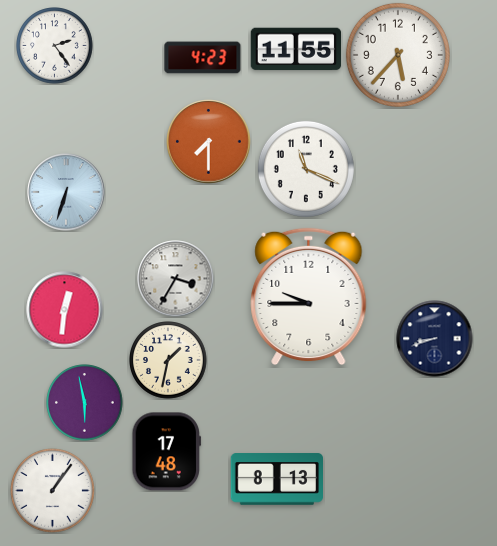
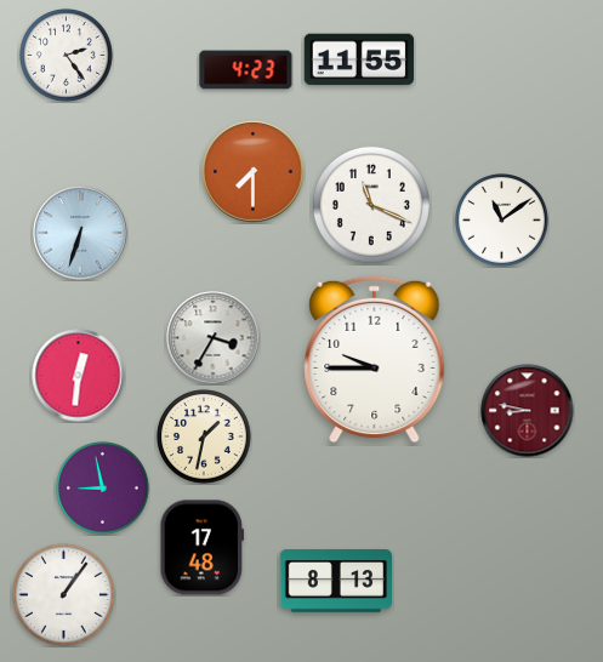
clock at (398, 55): 5:37 -> none
clock at (502, 221): none -> 11:09
clock at (435, 339): 8:42 -> 8:47
clock at (435, 339) dial: navy -> burgundy
clock at (85, 403): 5:58 -> 8:58
